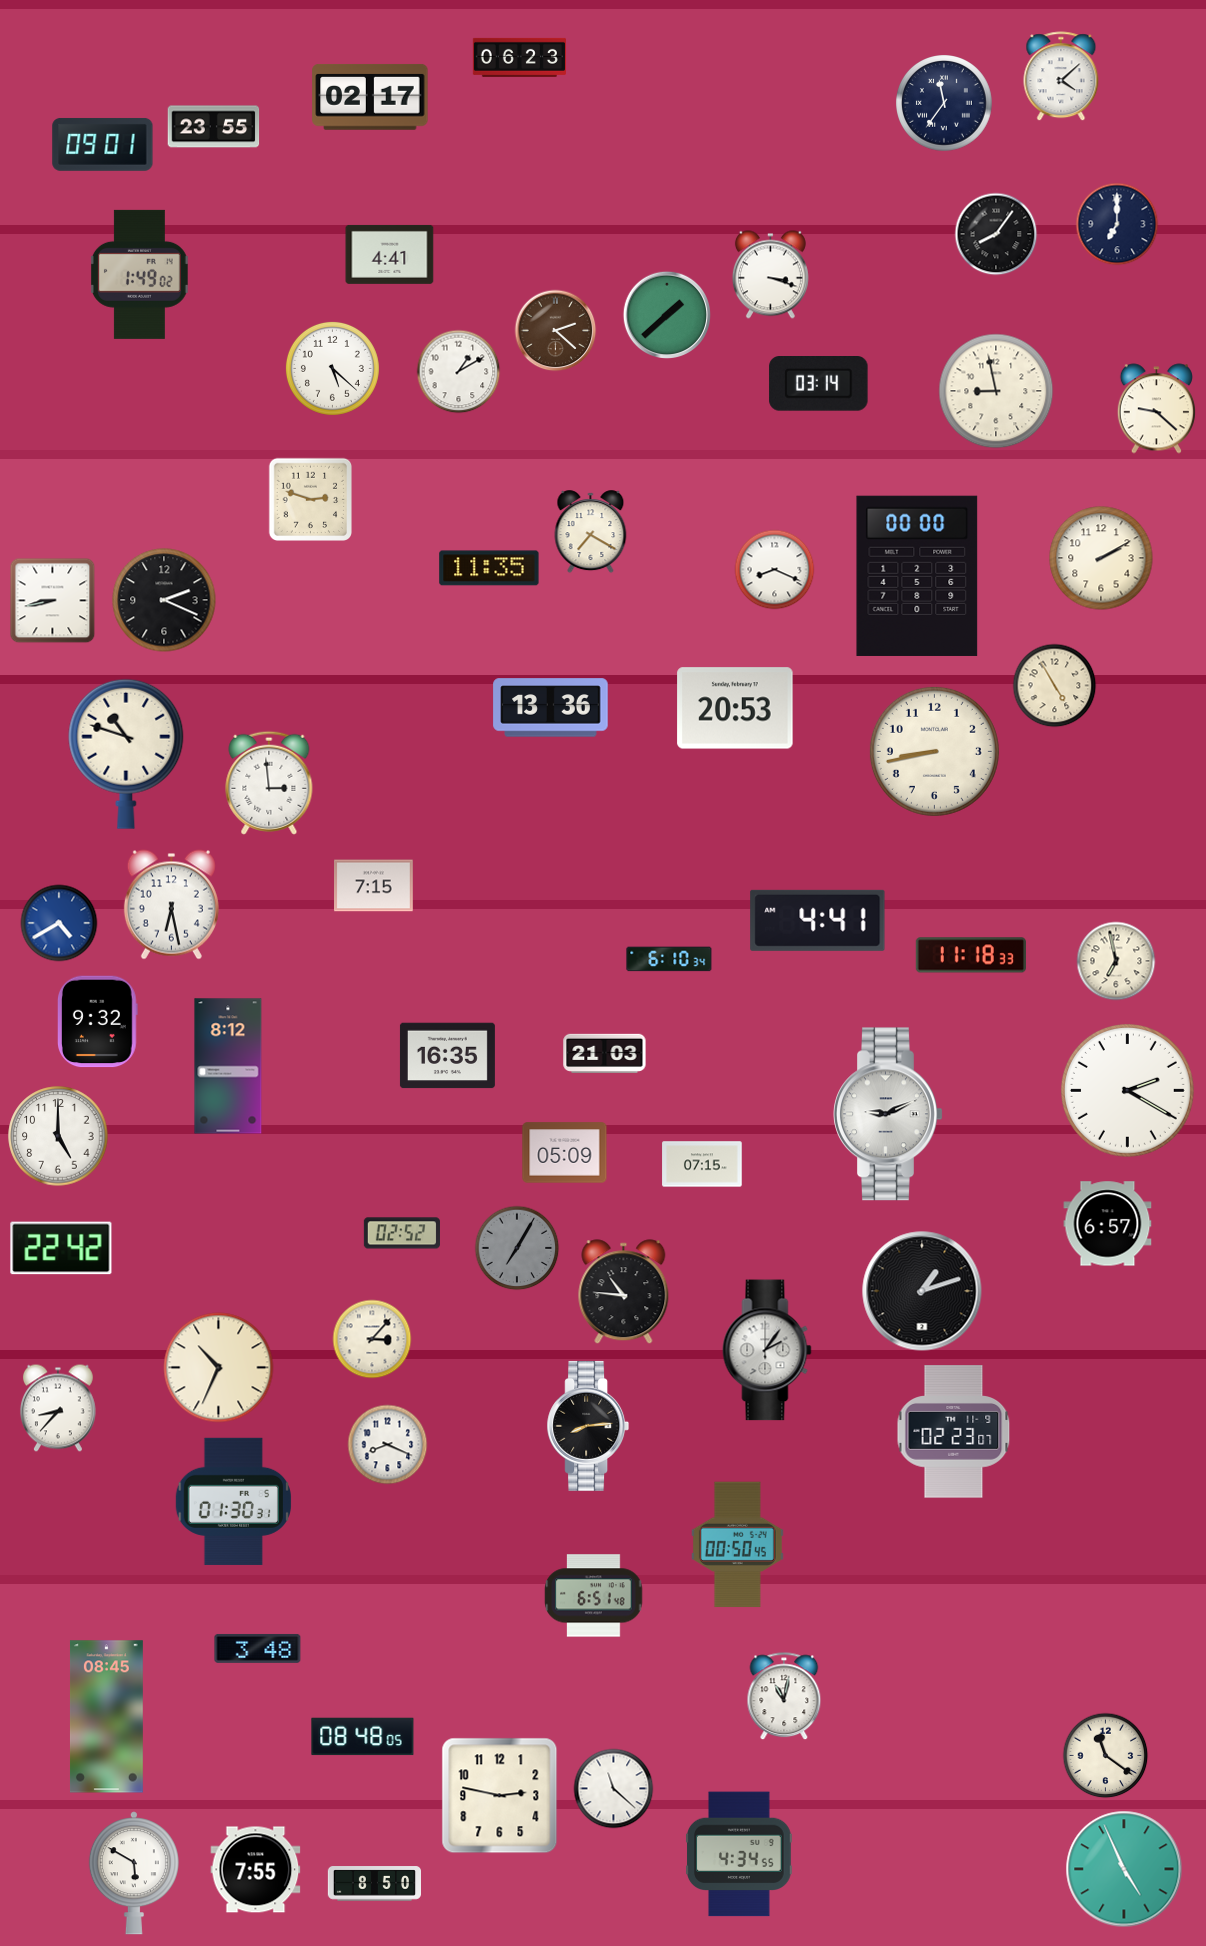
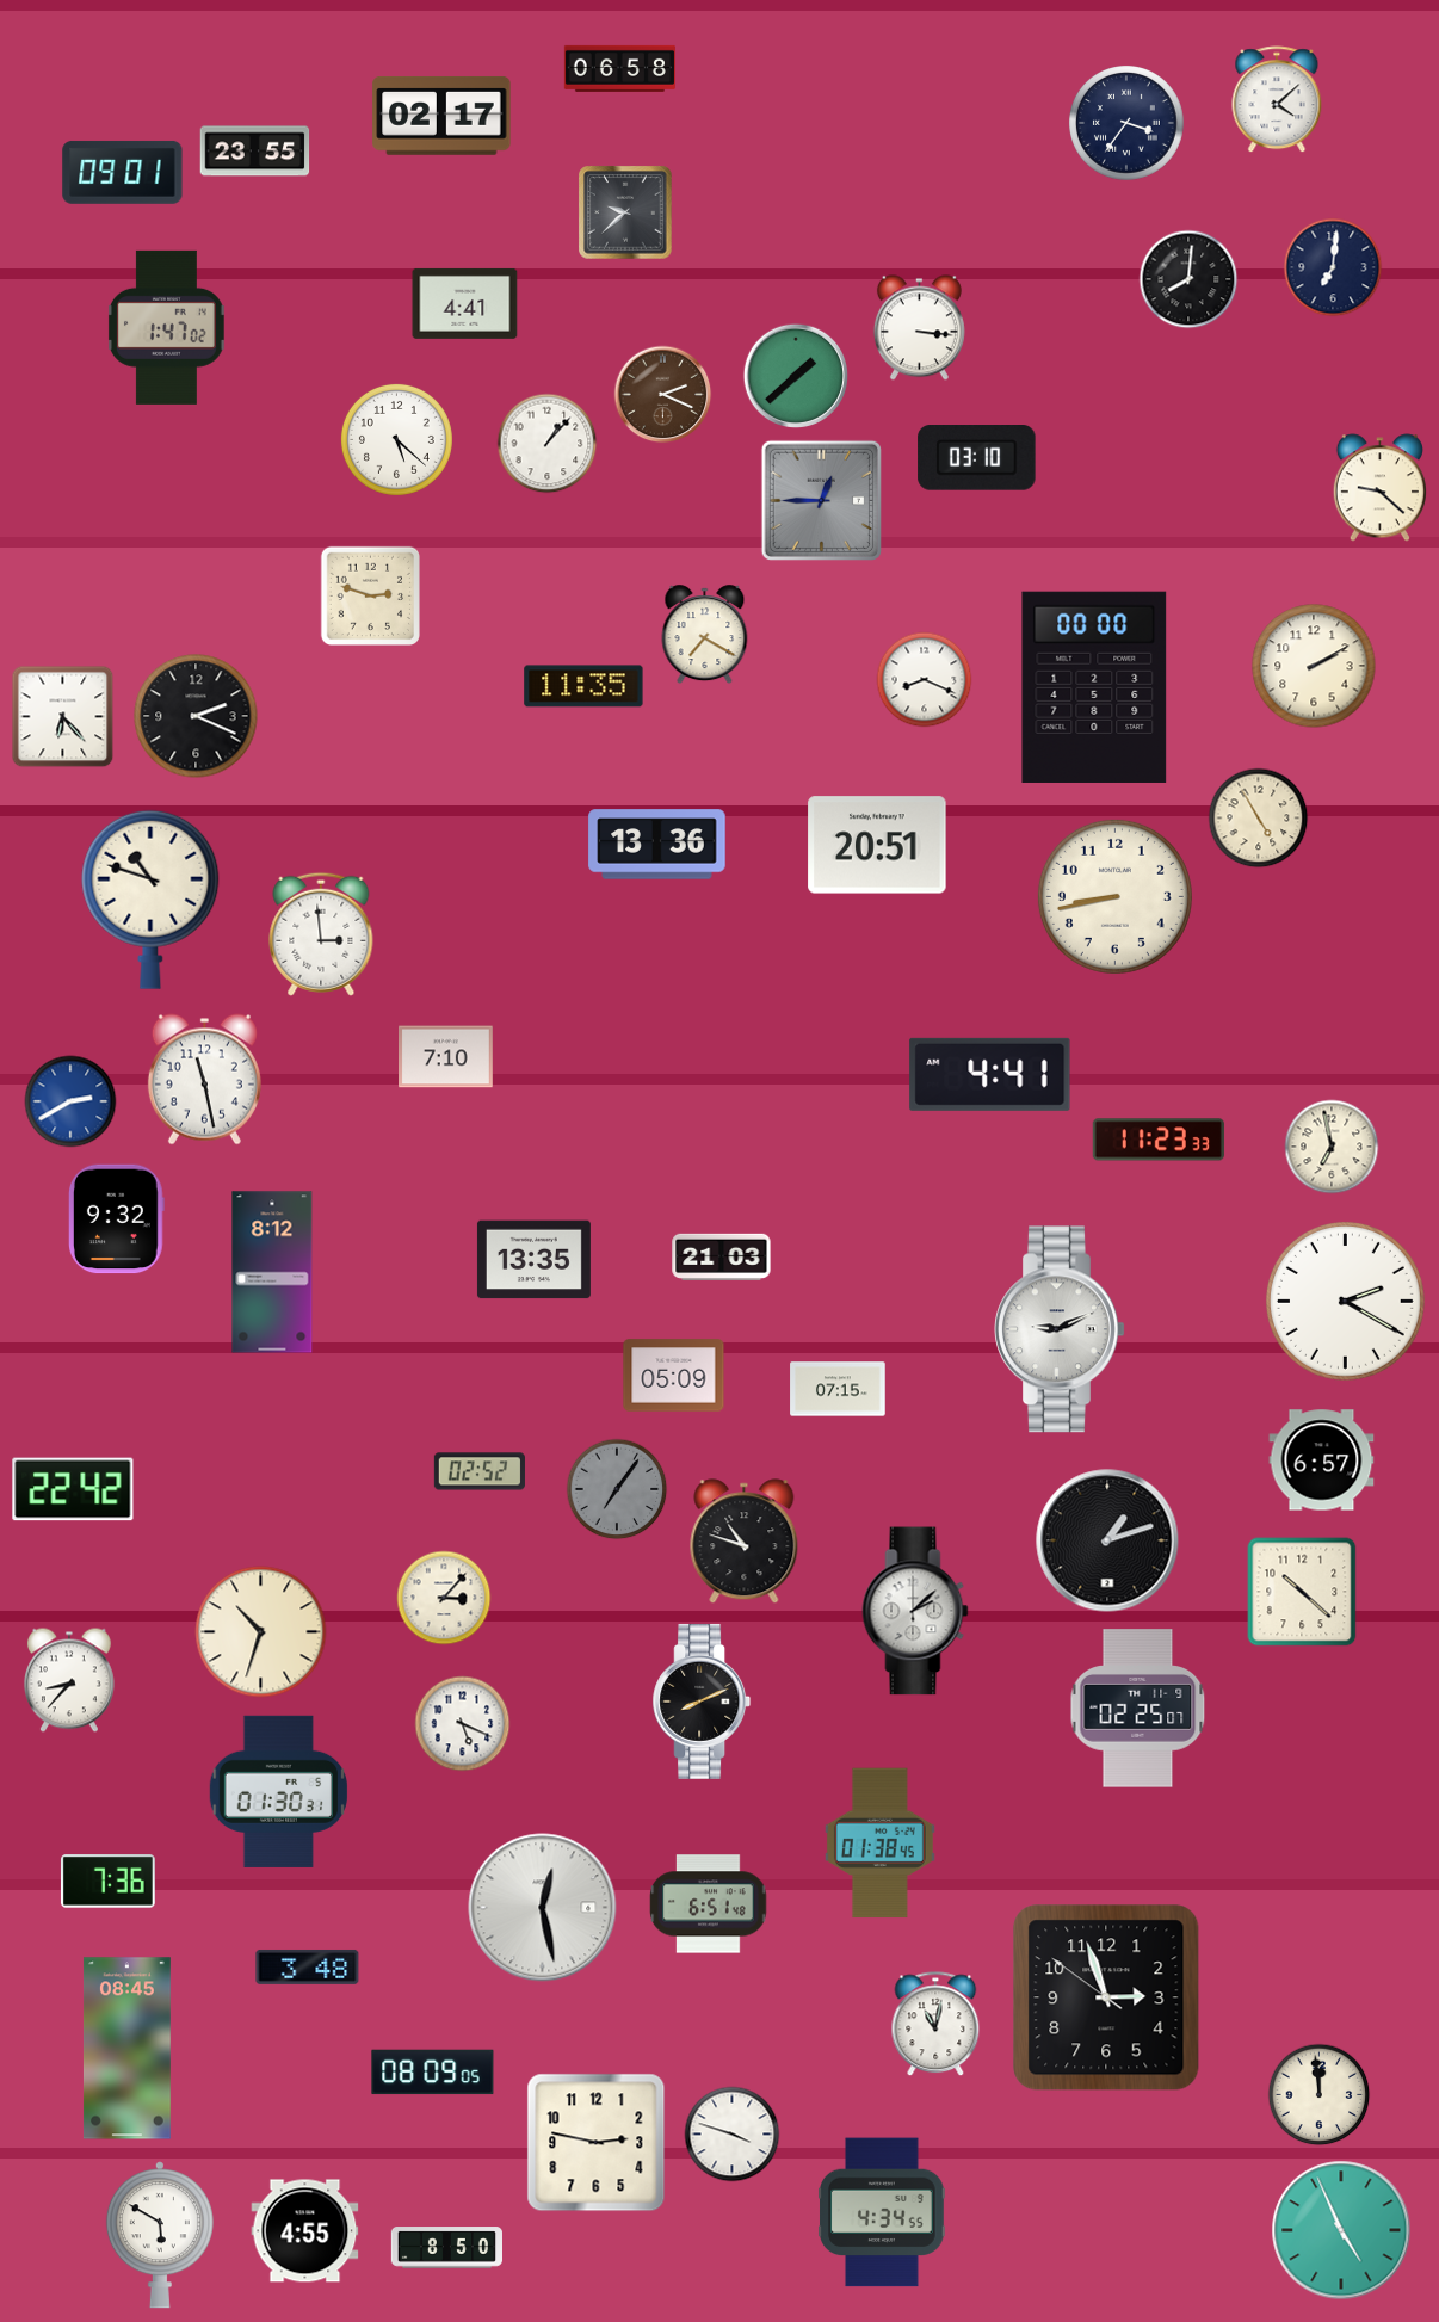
clock at (519, 57): 06:23 -> 06:58
clock at (1061, 77) position: (1061, 77) -> (1277, 100)
clock at (945, 104): 11:36 -> 3:36
clock at (625, 212): none -> 9:38
clock at (1117, 224): 7:00 -> 7:01
clock at (996, 234): 8:06 -> 8:01
clock at (139, 274): 1:49 -> 1:47
clock at (770, 275): 3:18 -> 3:16
clock at (556, 331): 2:22 -> 2:19
clock at (459, 372): 1:10 -> 1:07
clock at (819, 384): 03:14 -> 03:10
clock at (996, 391): 8:58 -> none
clock at (821, 500): none -> 12:45
clock at (489, 568) position: (489, 568) -> (583, 686)
clock at (53, 601): 8:43 -> 6:23
clock at (735, 708): 20:53 -> 20:51
clock at (374, 886): 7:15 -> 7:10
clock at (171, 905): 6:28 -> 11:28
clock at (818, 920) position: (818, 920) -> (990, 1074)
clock at (59, 923): 4:40 -> 2:40
clock at (971, 955): 11:18 -> 11:23
clock at (669, 959): 6:10 -> none
clock at (447, 1056): 16:35 -> 13:35
clock at (58, 1136): 5:00 -> none
clock at (517, 1248): 7:05 -> 7:06
clock at (922, 1291) position: (922, 1291) -> (1107, 1540)
clock at (624, 1292): 10:46 -> 10:48
clock at (1302, 1592): none -> 10:22
clock at (767, 1350): 2:06 -> 2:08
clock at (219, 1368): 10:34 -> 10:33
clock at (588, 1426): 8:14 -> 8:11
clock at (954, 1432): 02:23 -> 02:25
clock at (388, 1445): 8:19 -> 5:19
clock at (737, 1545): 00:50 -> 01:38
clock at (107, 1882): none -> 7:36
clock at (543, 1908): none -> 12:28
clock at (1106, 1997): none -> 2:56
clock at (363, 1737): 08:48 -> 08:09
clock at (1106, 1756): 11:21 -> 11:59
clock at (614, 1789): 11:22 -> 3:48
clock at (256, 1870): 7:55 -> 4:55
